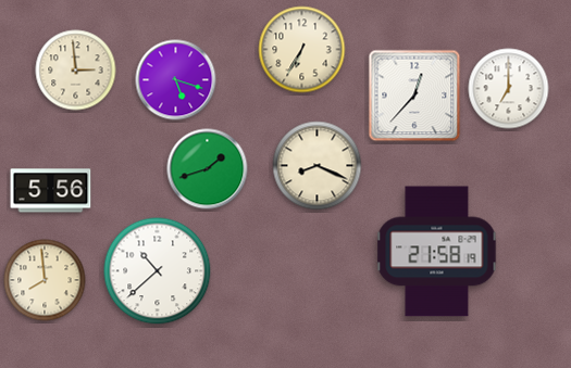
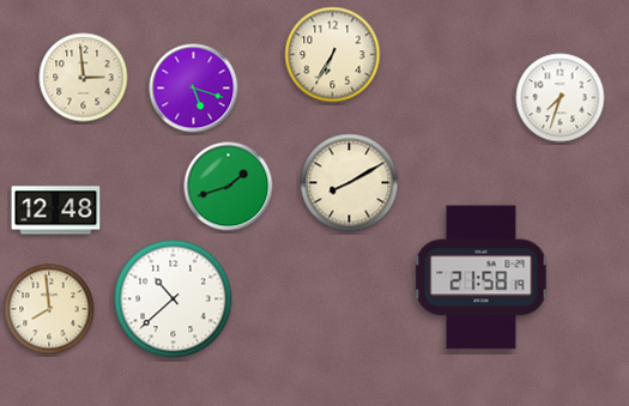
clock at (509, 89): 7:00 -> 7:33
clock at (414, 96): 12:37 -> none
clock at (318, 166): 8:19 -> 8:10
clock at (51, 191): 5:56 -> 12:48
